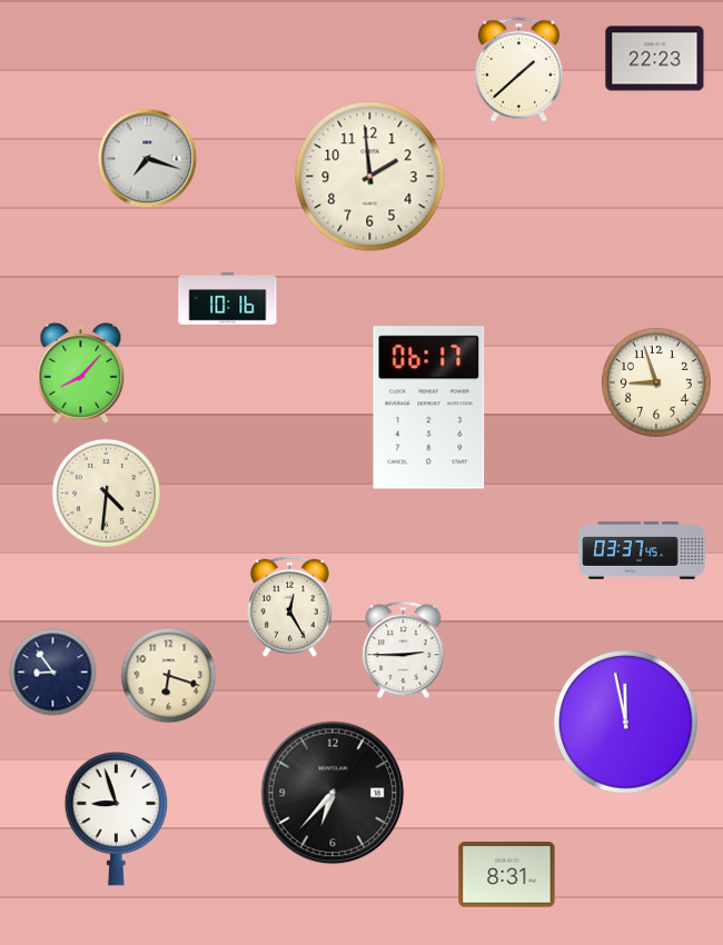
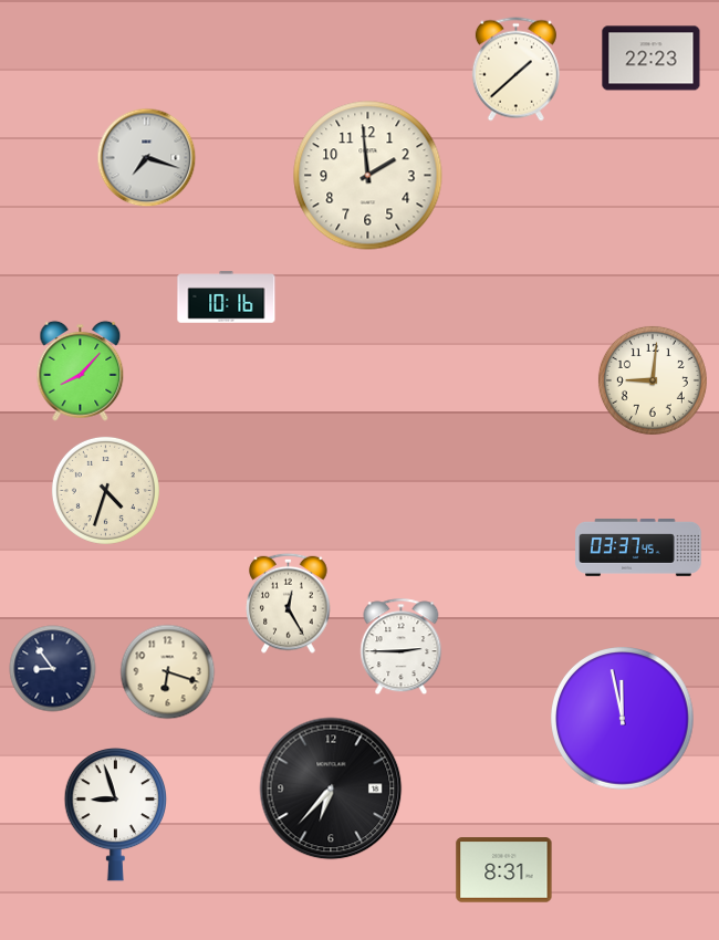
clock at (656, 382): 8:57 -> 9:01
clock at (429, 408): 06:17 -> none
clock at (106, 493): 4:31 -> 4:33
